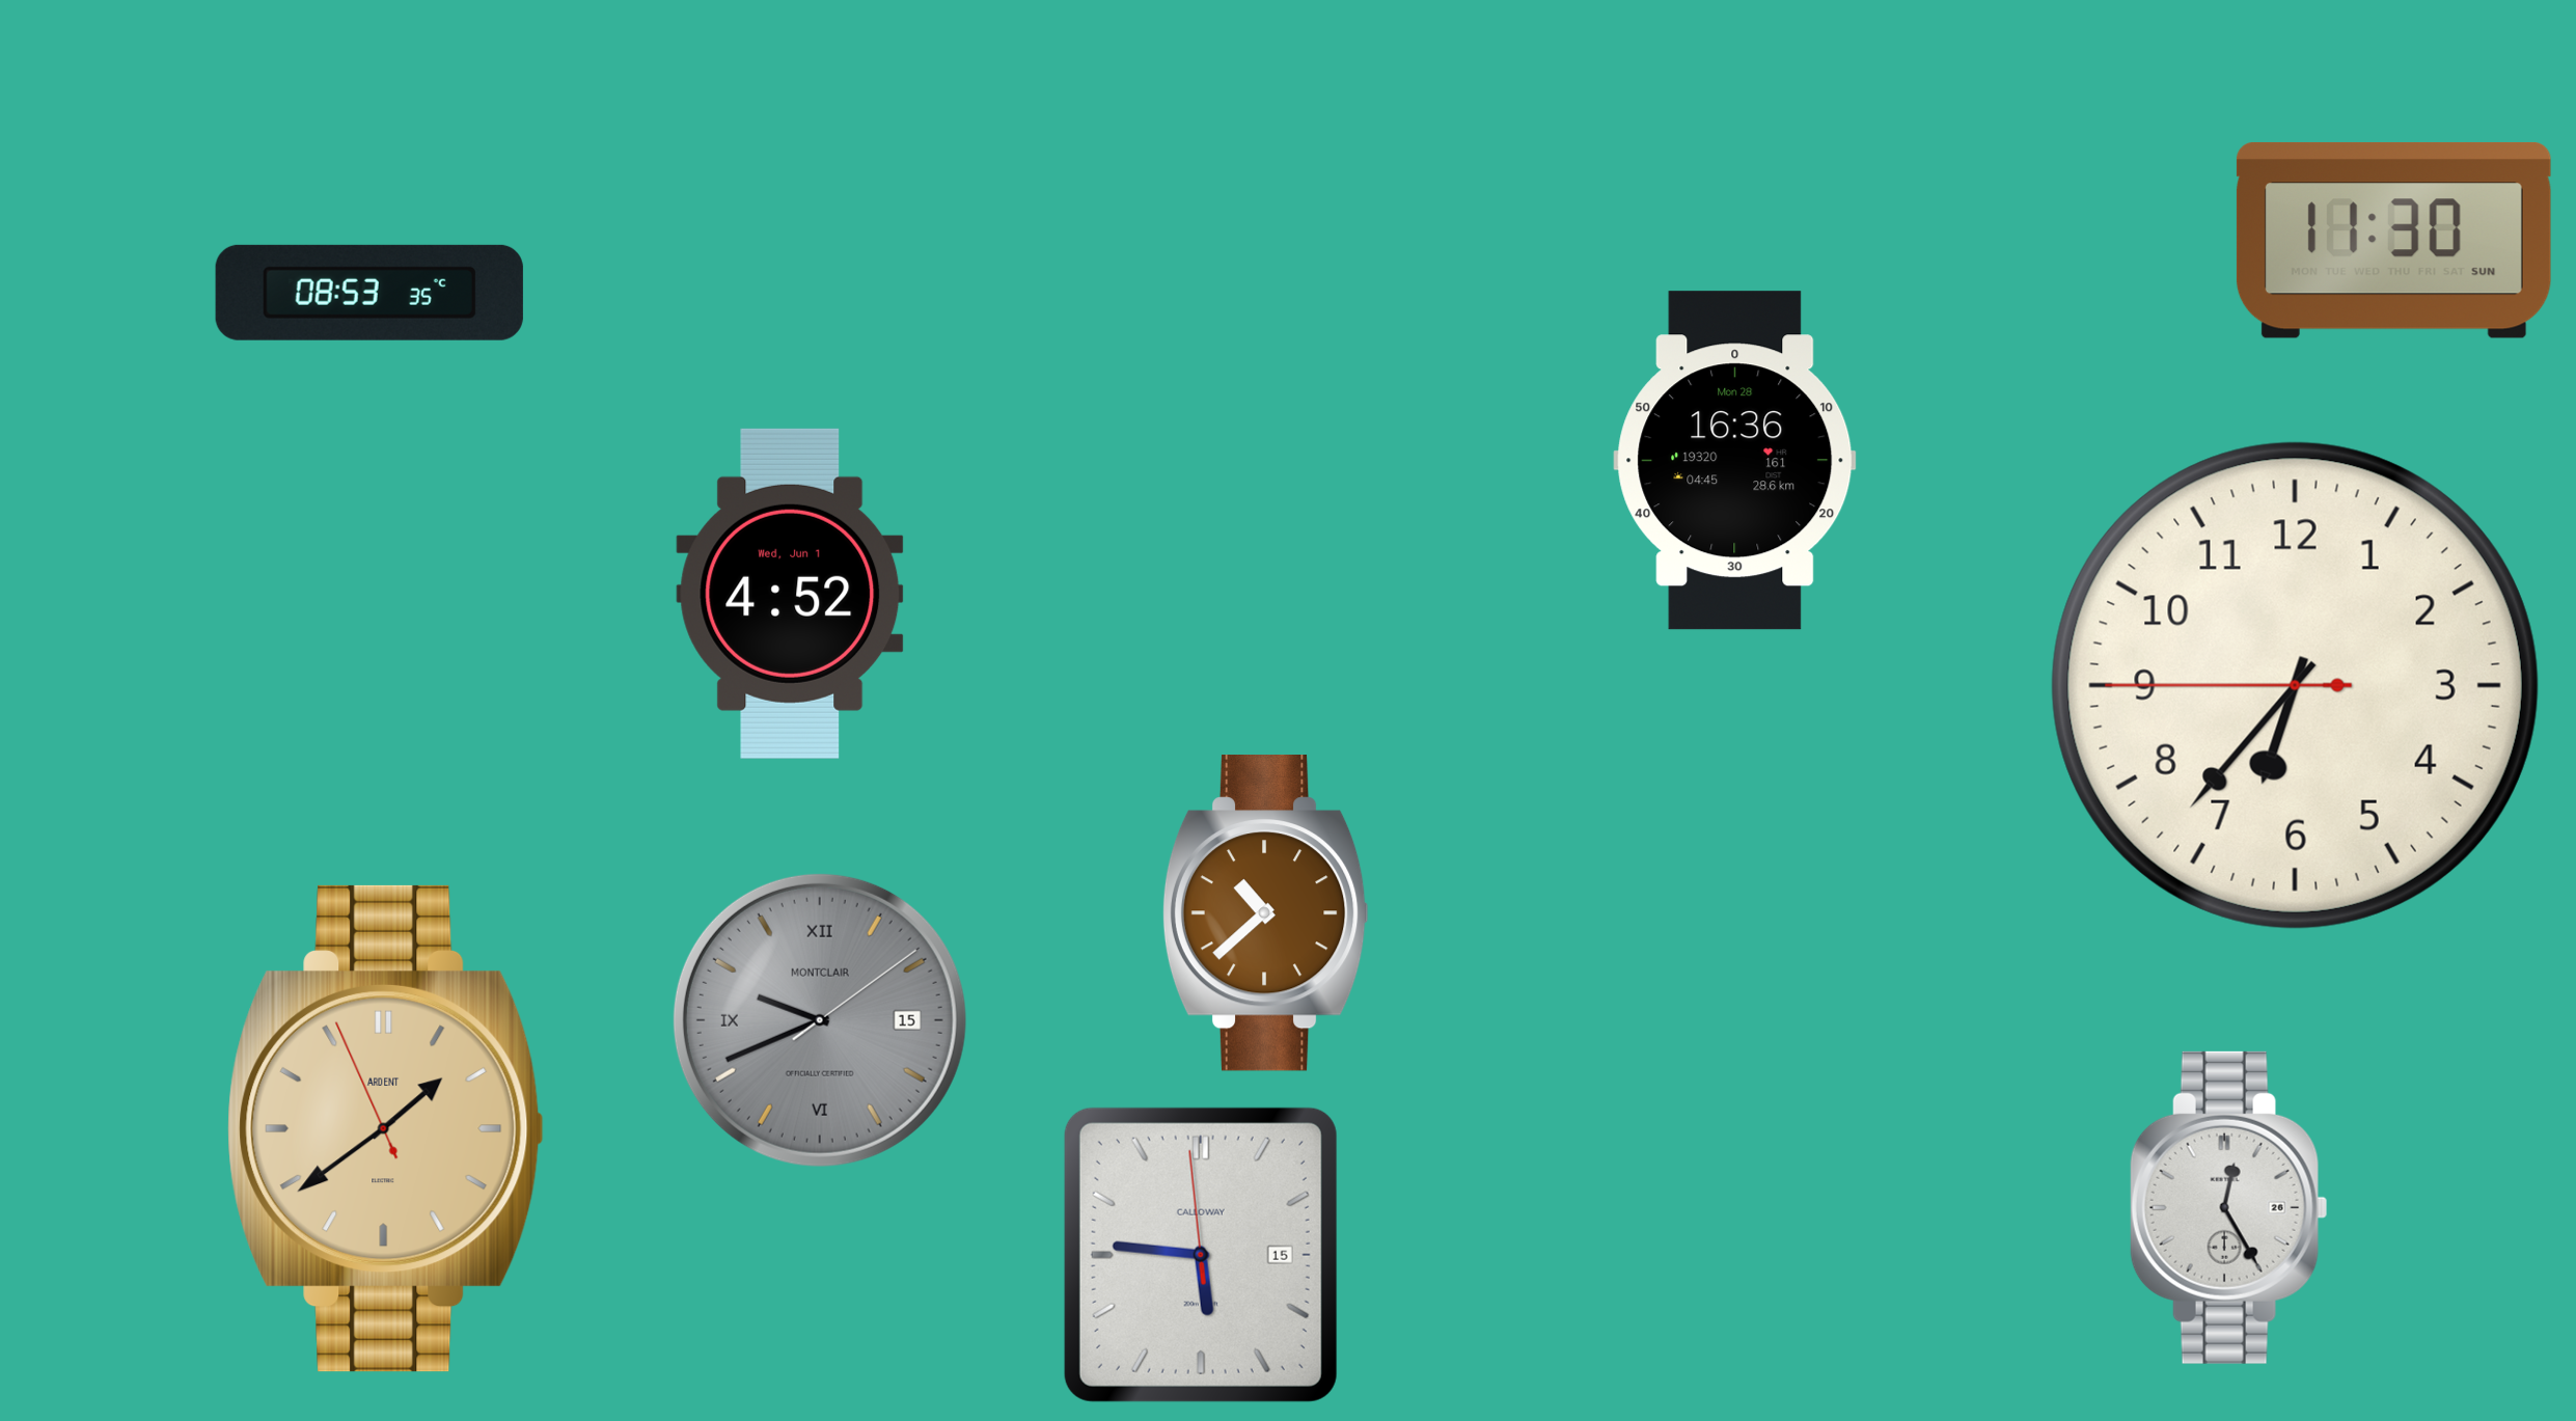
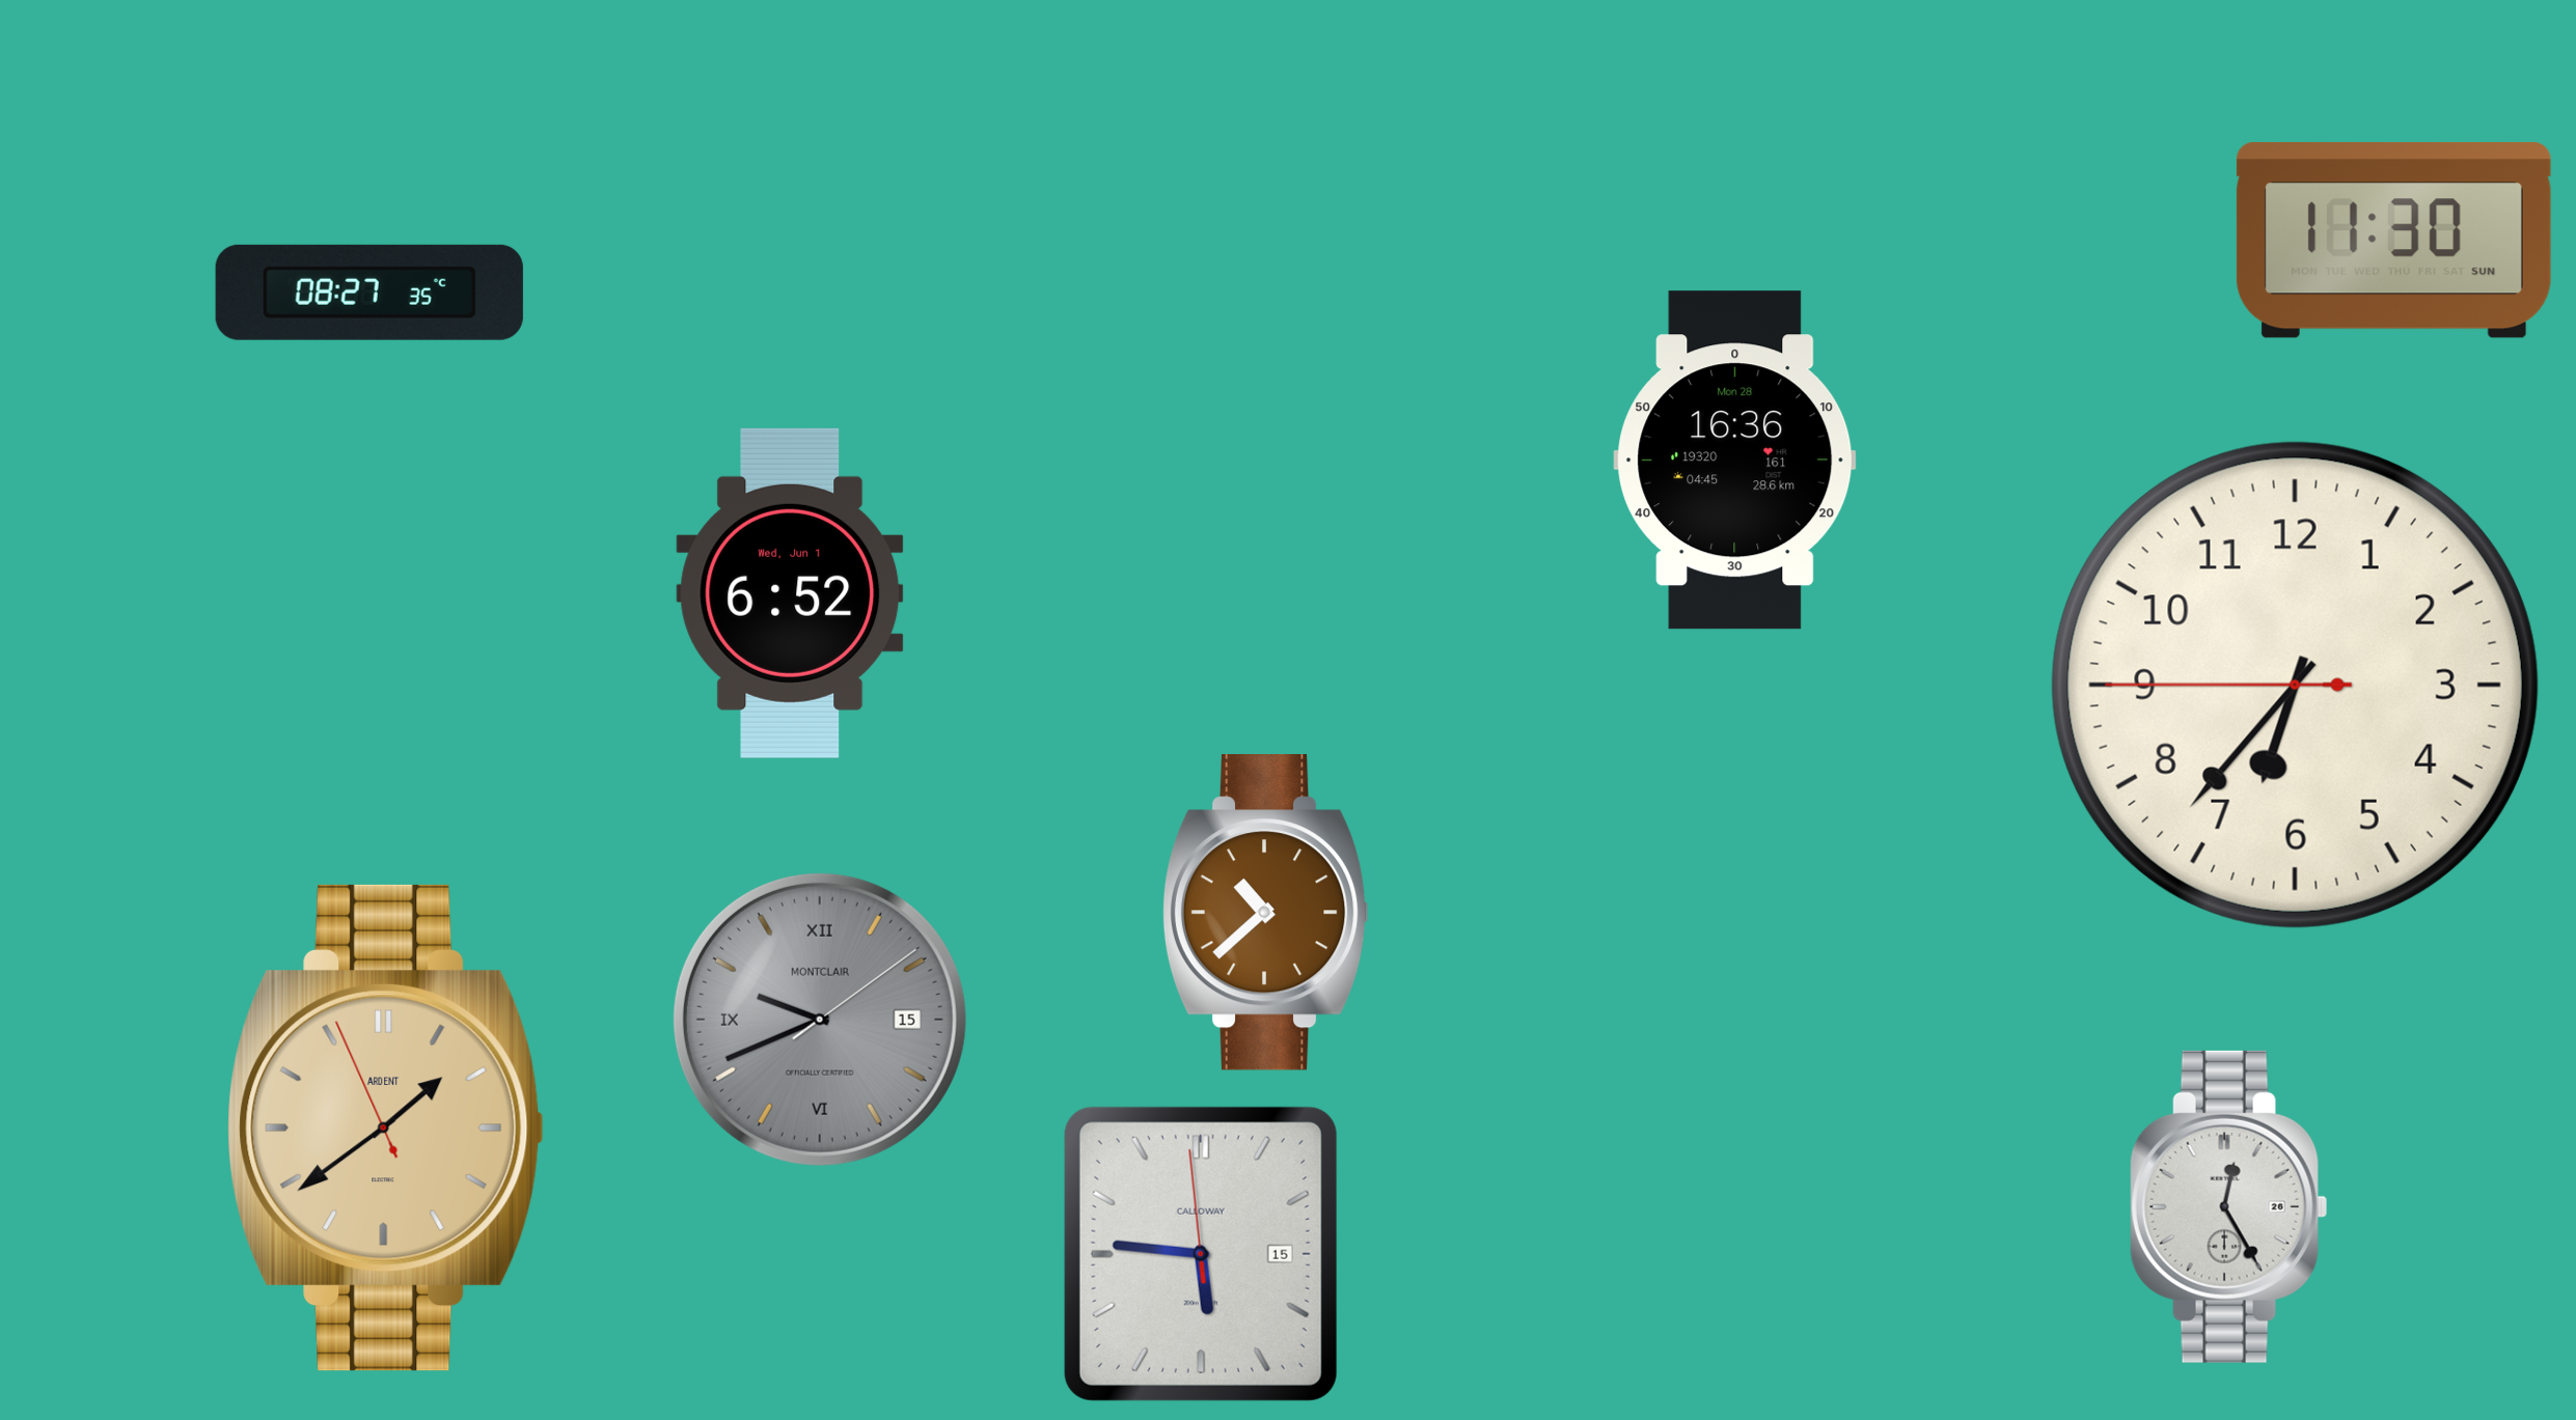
clock at (369, 293): 08:53 -> 08:27
clock at (790, 594): 4:52 -> 6:52
